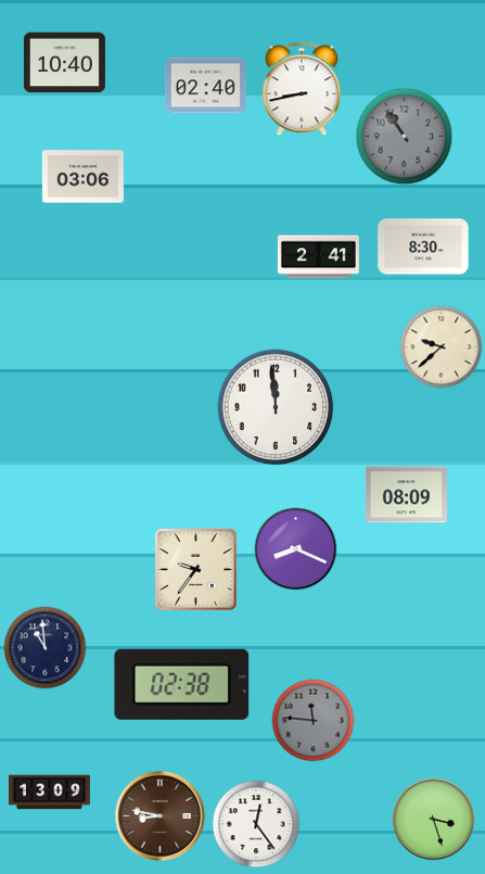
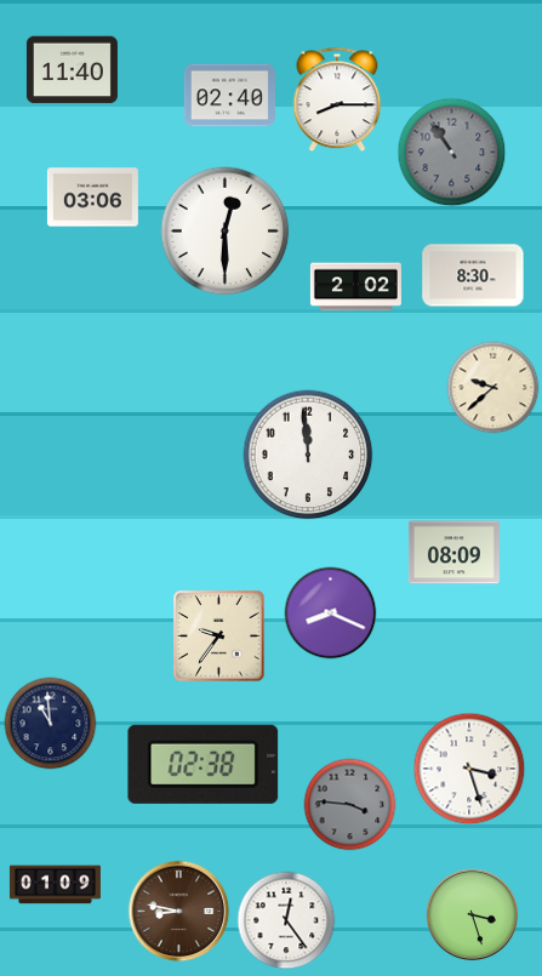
clock at (64, 63): 10:40 -> 11:40
clock at (302, 89): 8:43 -> 8:15
clock at (226, 232): none -> 12:30
clock at (318, 257): 2:41 -> 2:02
clock at (469, 769): none -> 3:27
clock at (314, 721): 11:46 -> 3:46
clock at (49, 793): 13:09 -> 01:09
clock at (434, 820) position: (434, 820) -> (473, 915)
